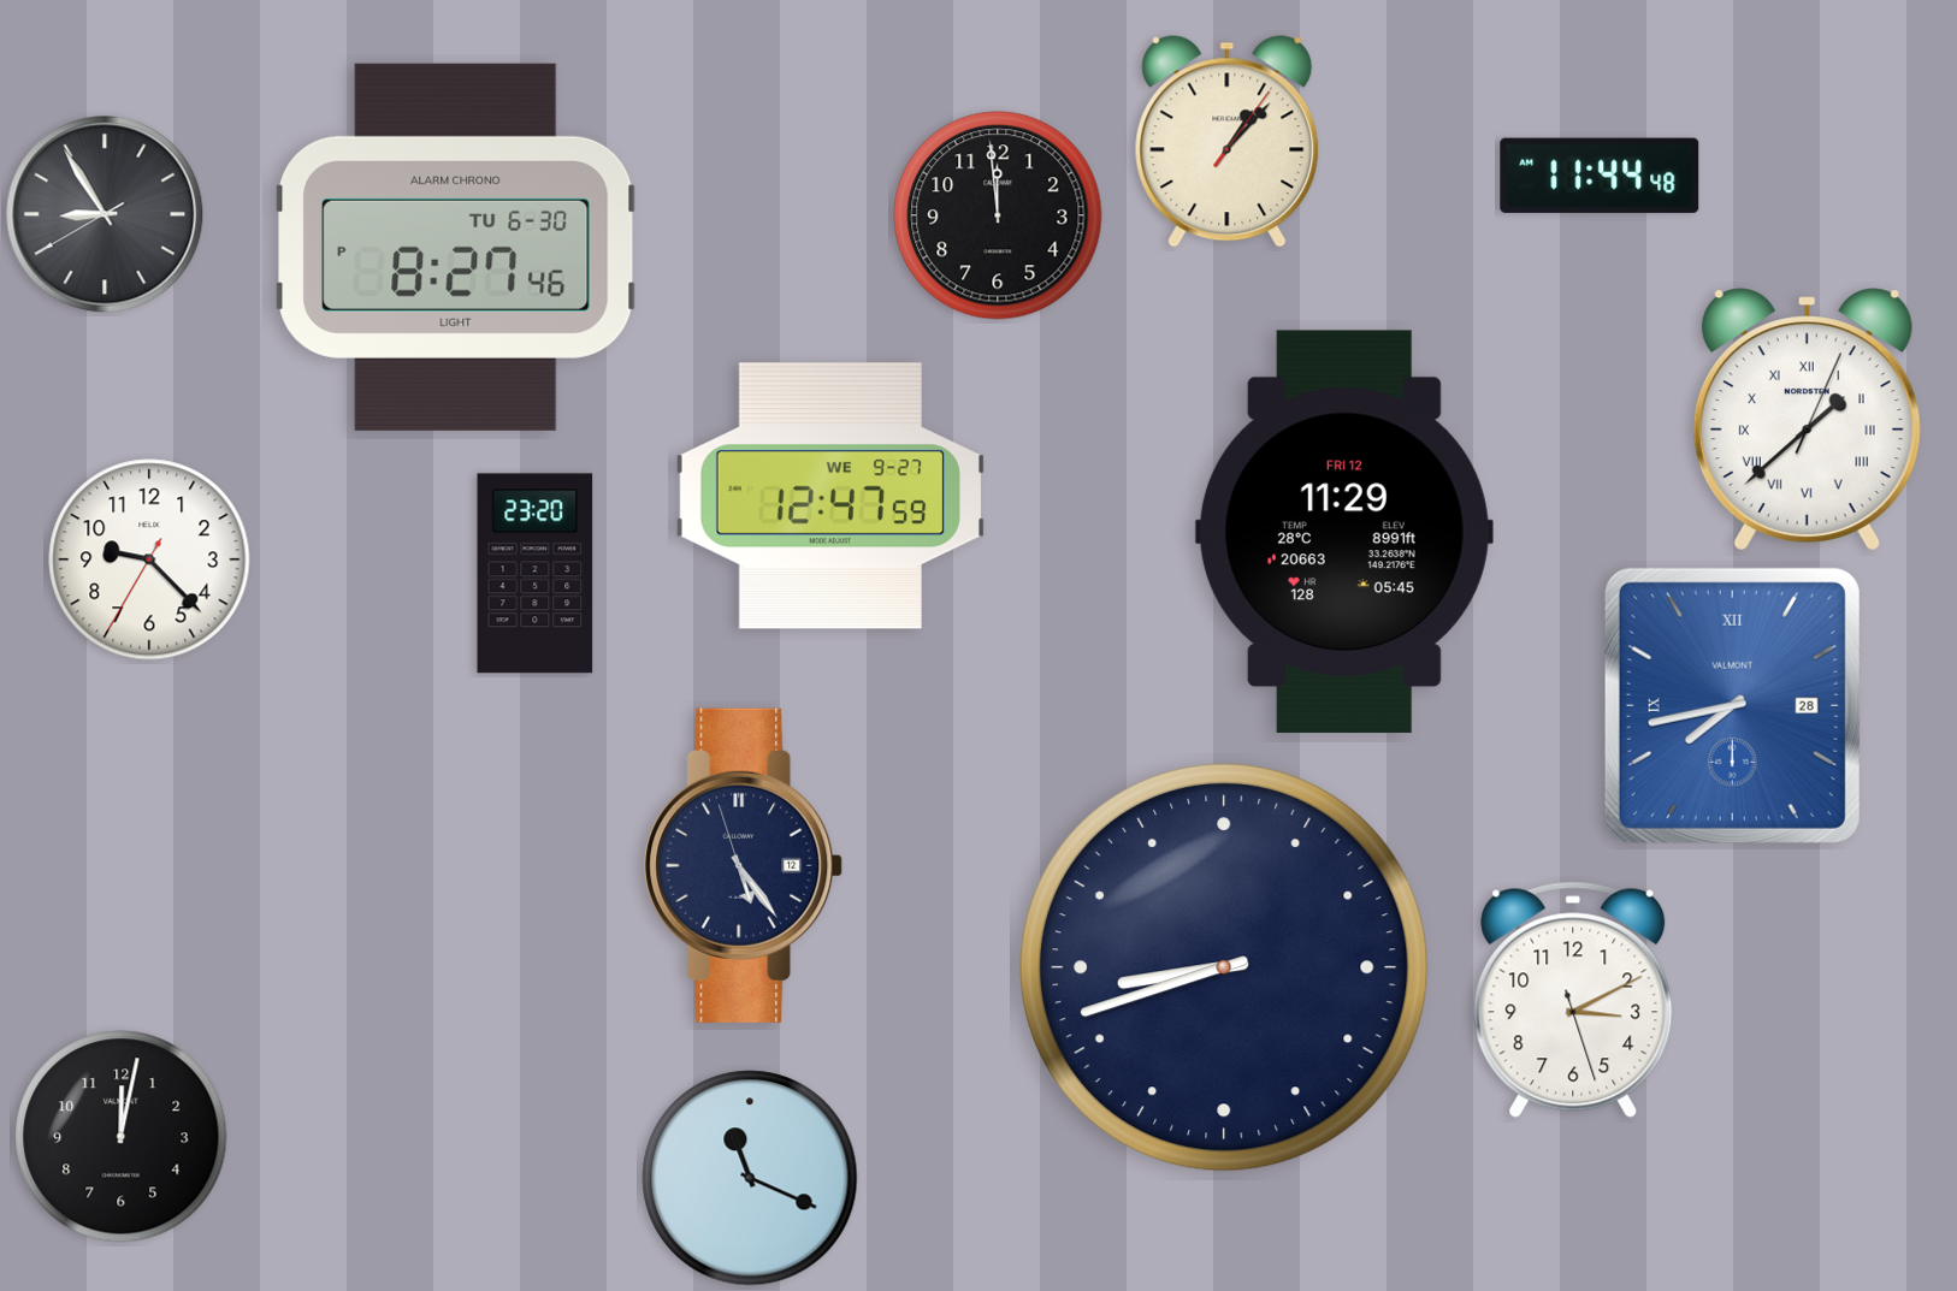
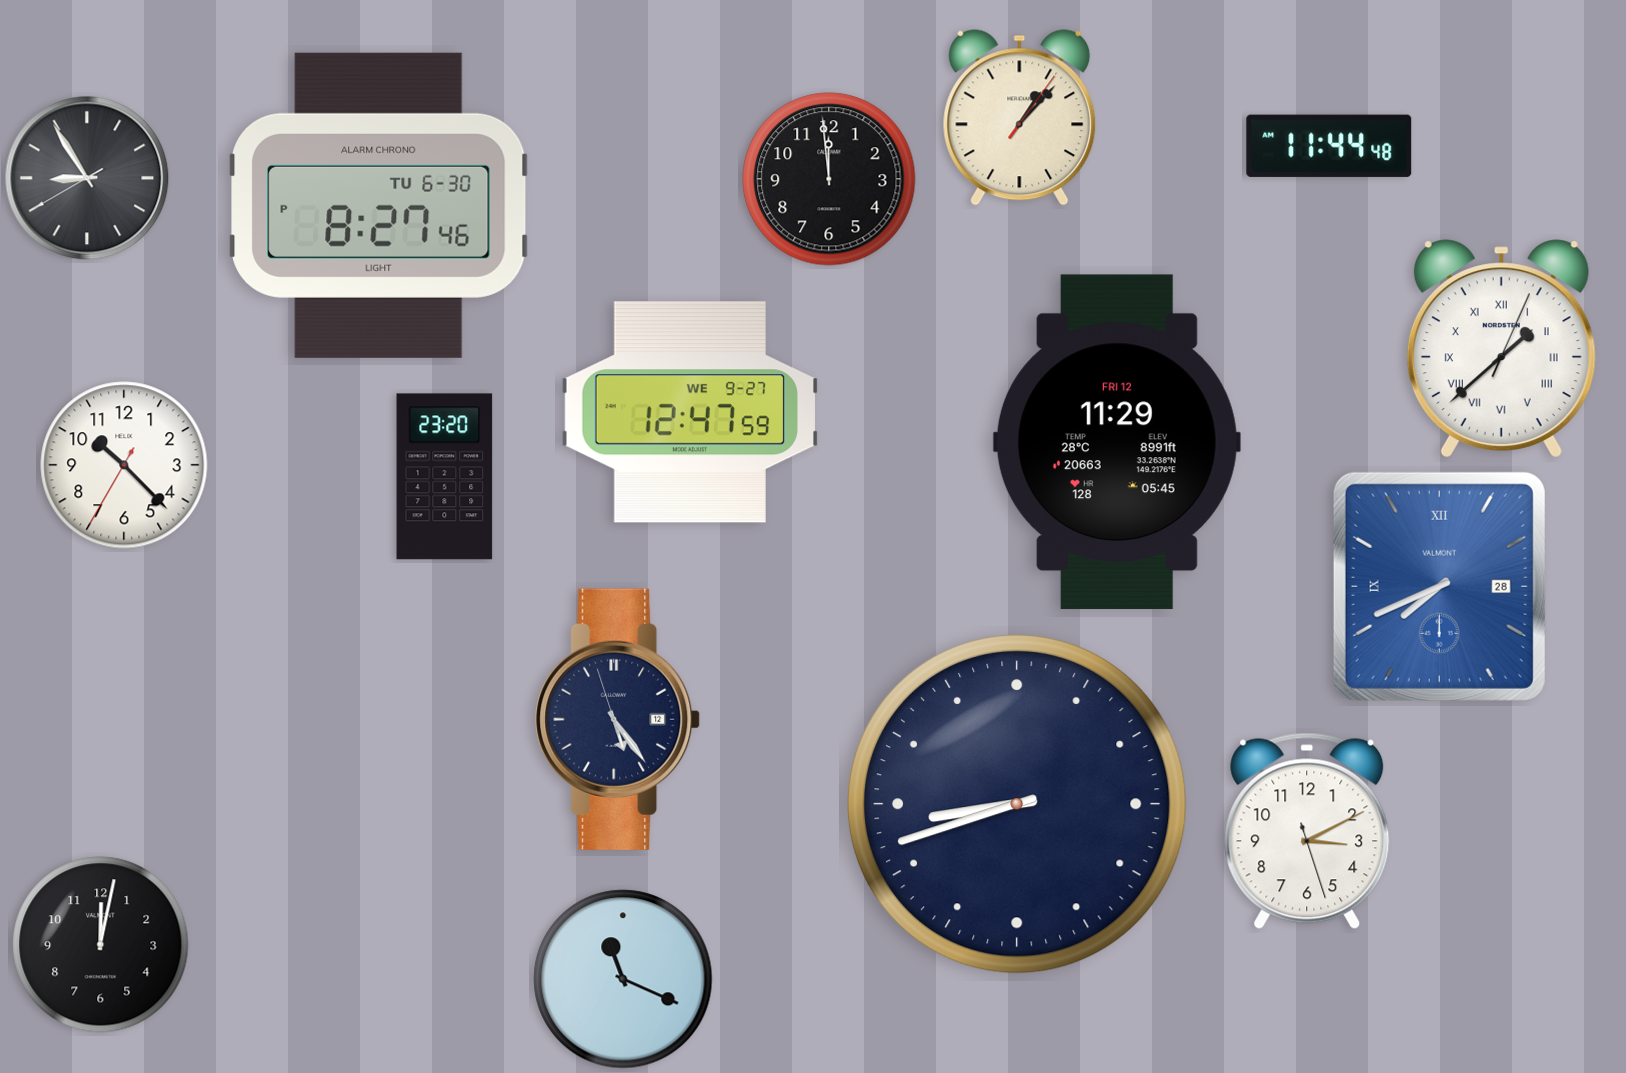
clock at (149, 559): 9:22 -> 10:22
clock at (1732, 705): 7:43 -> 7:41
